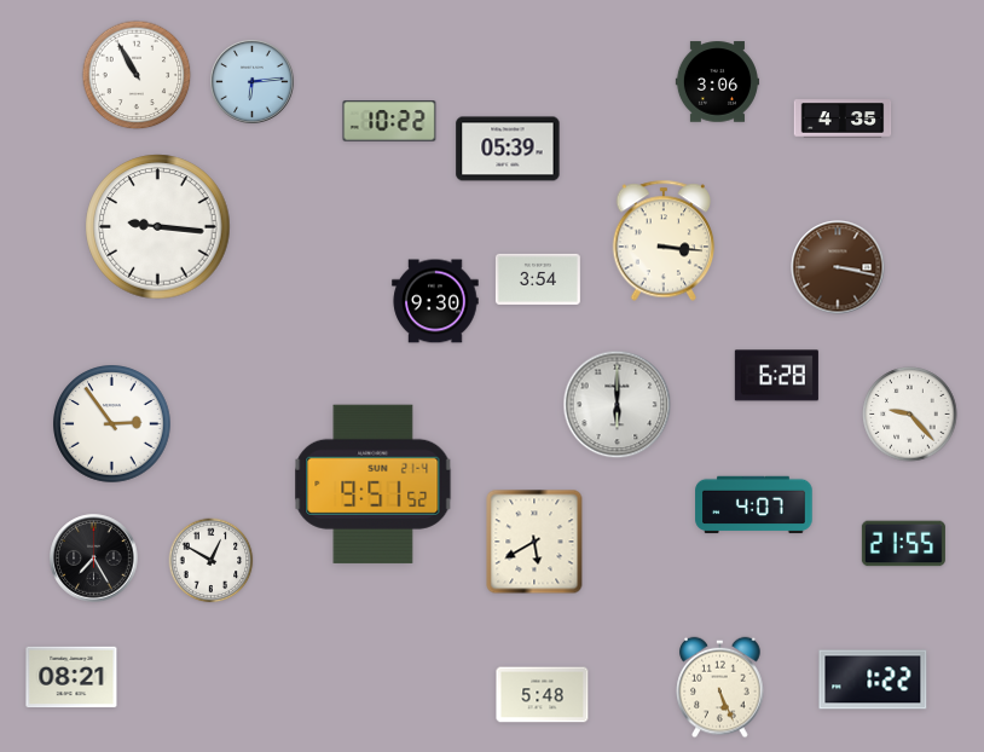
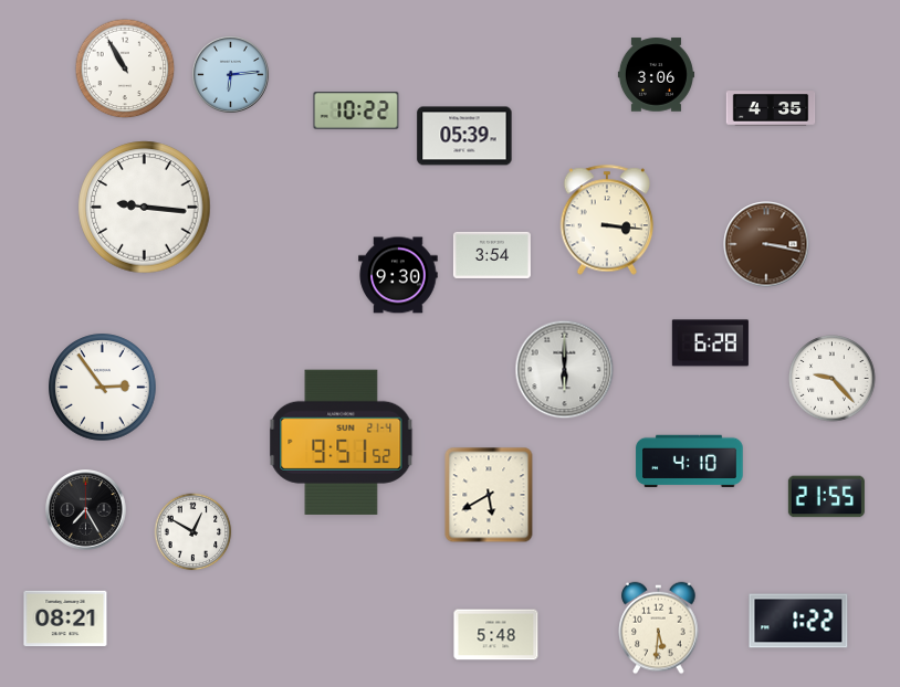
clock at (754, 505): 4:07 -> 4:10
clock at (212, 561) position: (212, 561) -> (193, 532)
clock at (720, 688): 5:26 -> 5:31
